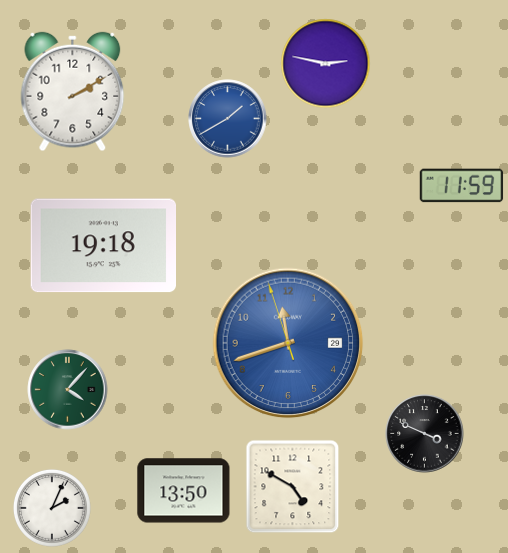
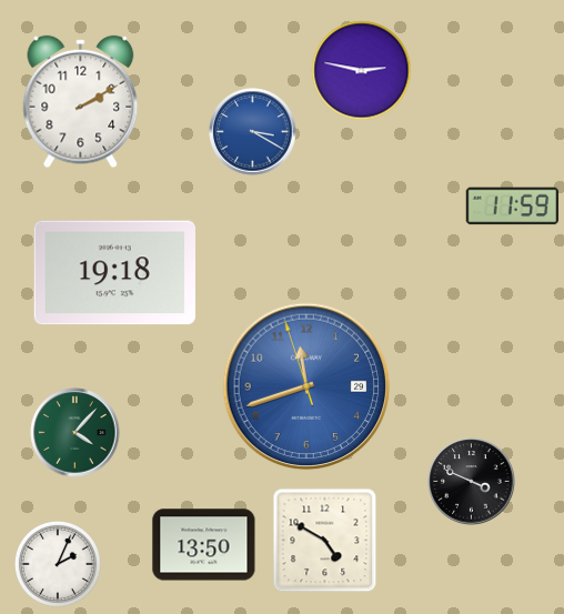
clock at (228, 119): 1:40 -> 3:20
clock at (288, 343) position: (288, 343) -> (306, 386)
